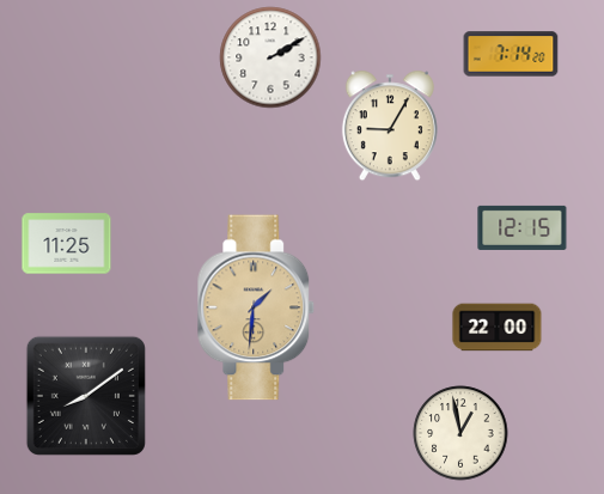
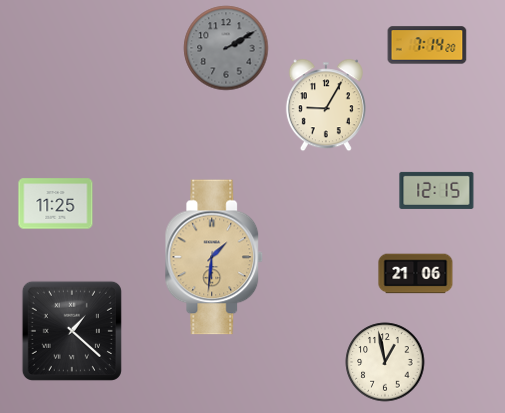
clock at (270, 57) dial: white -> grey
clock at (498, 328): 22:00 -> 21:06
clock at (86, 396): 8:09 -> 1:22
